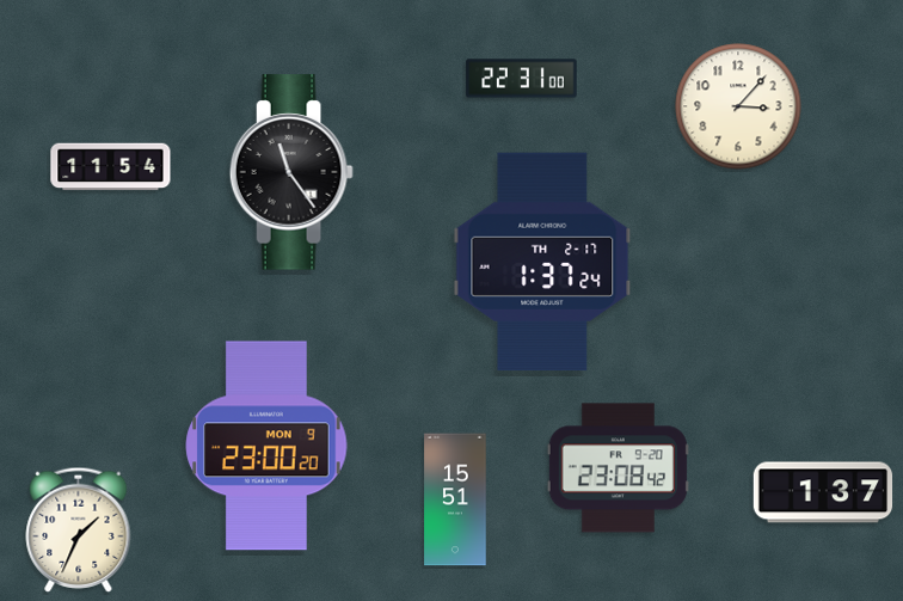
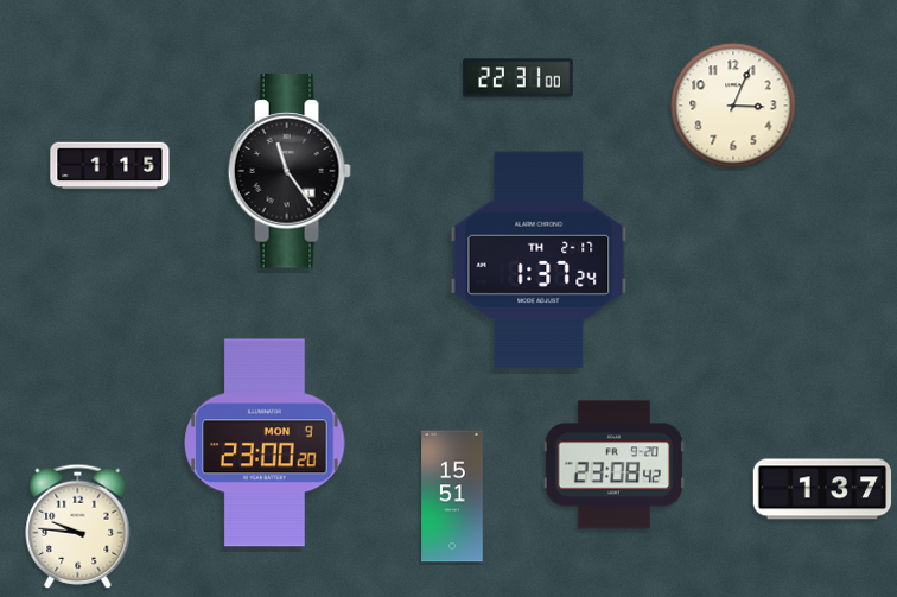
clock at (738, 106): 3:07 -> 3:04
clock at (111, 167): 11:54 -> 1:15
clock at (823, 492) position: (823, 492) -> (822, 489)
clock at (79, 529): 1:34 -> 9:46
